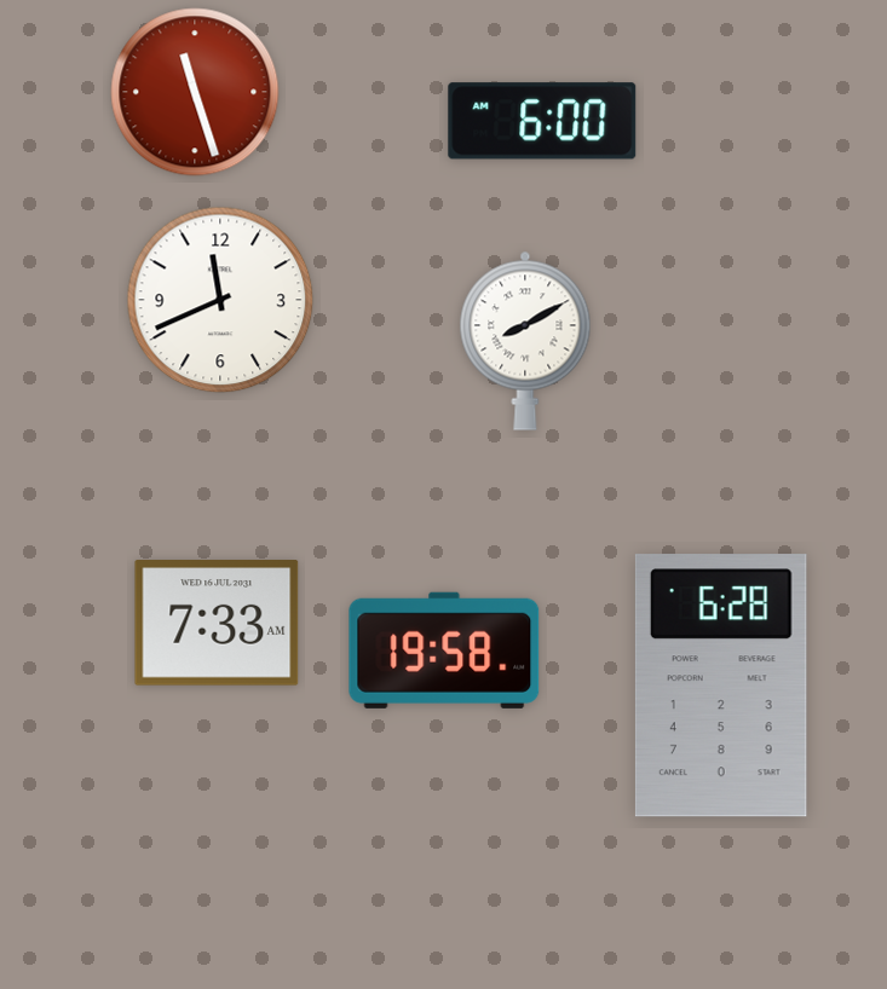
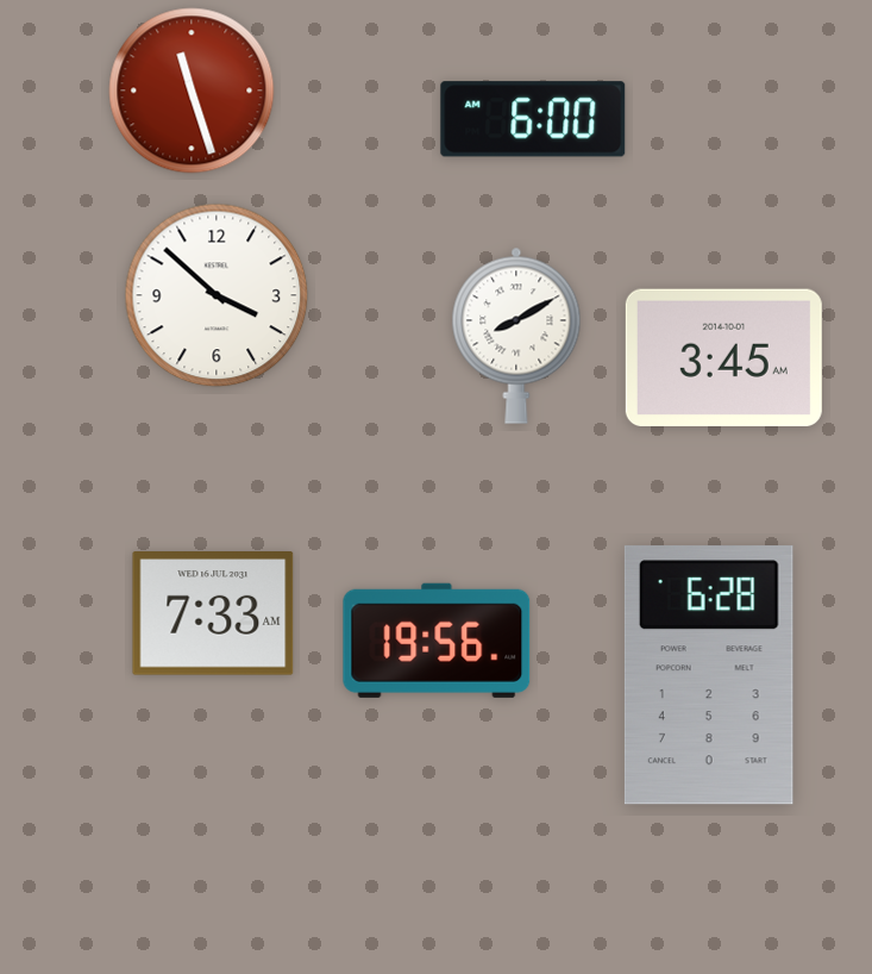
clock at (220, 300): 11:41 -> 3:52
clock at (723, 358): none -> 3:45
clock at (444, 650): 19:58 -> 19:56
